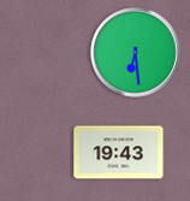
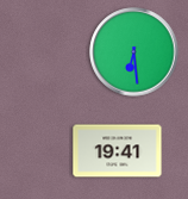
clock at (119, 153): 19:43 -> 19:41
